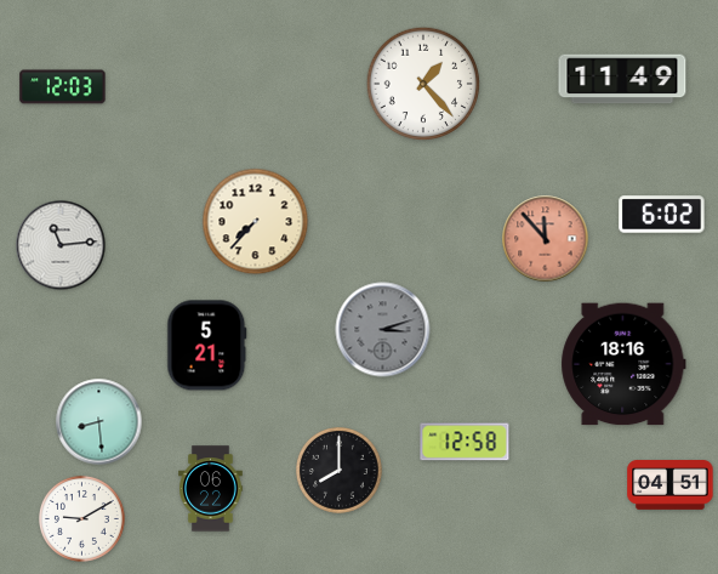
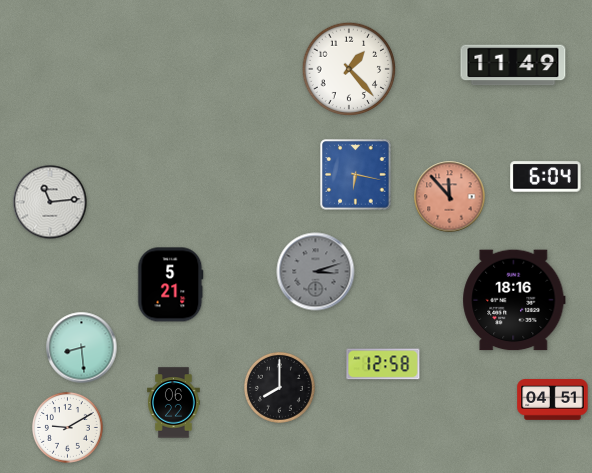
clock at (63, 87): 12:03 -> none
clock at (356, 175): none -> 6:17
clock at (662, 215): 6:02 -> 6:04
clock at (256, 222): 7:37 -> none
